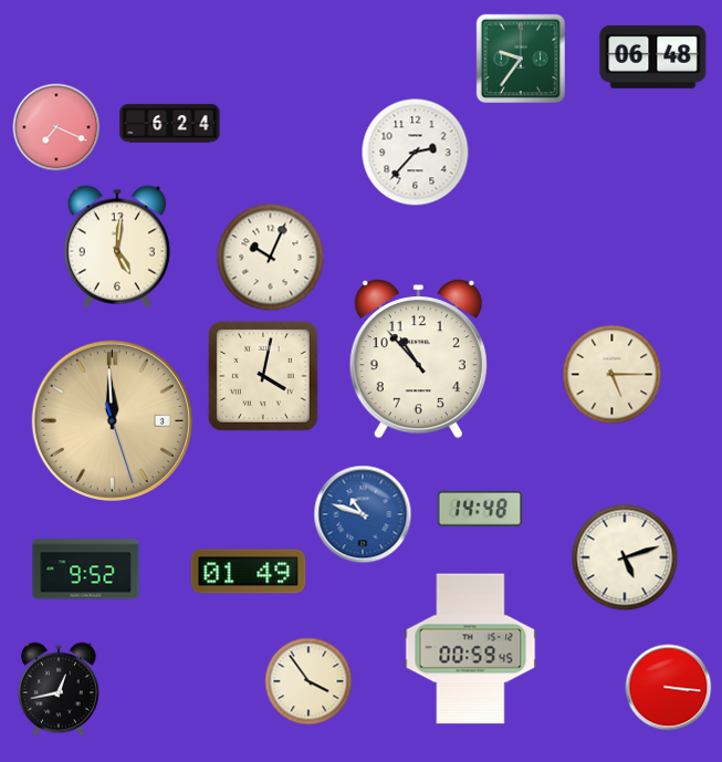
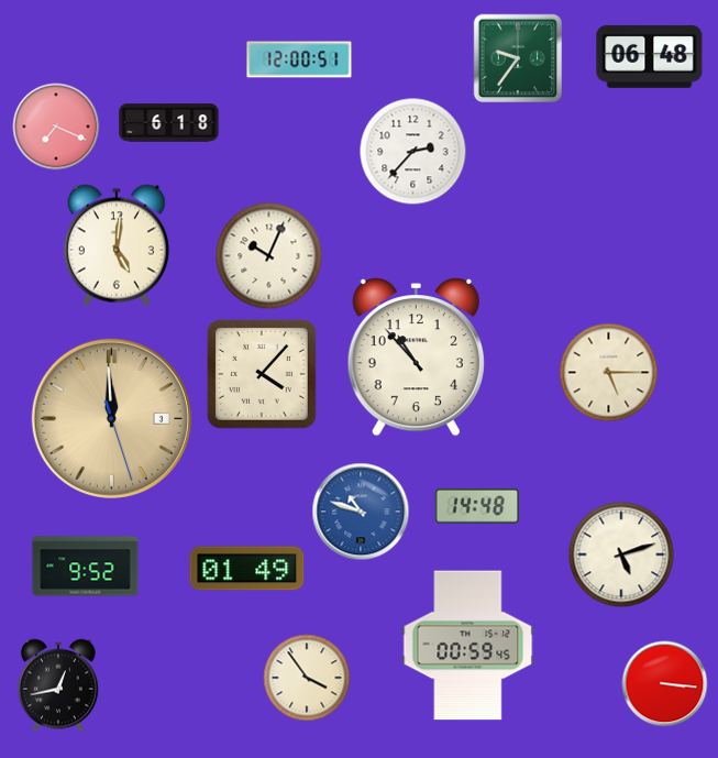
clock at (299, 59): none -> 12:00
clock at (170, 124): 6:24 -> 6:18
clock at (263, 376): 4:02 -> 4:07
